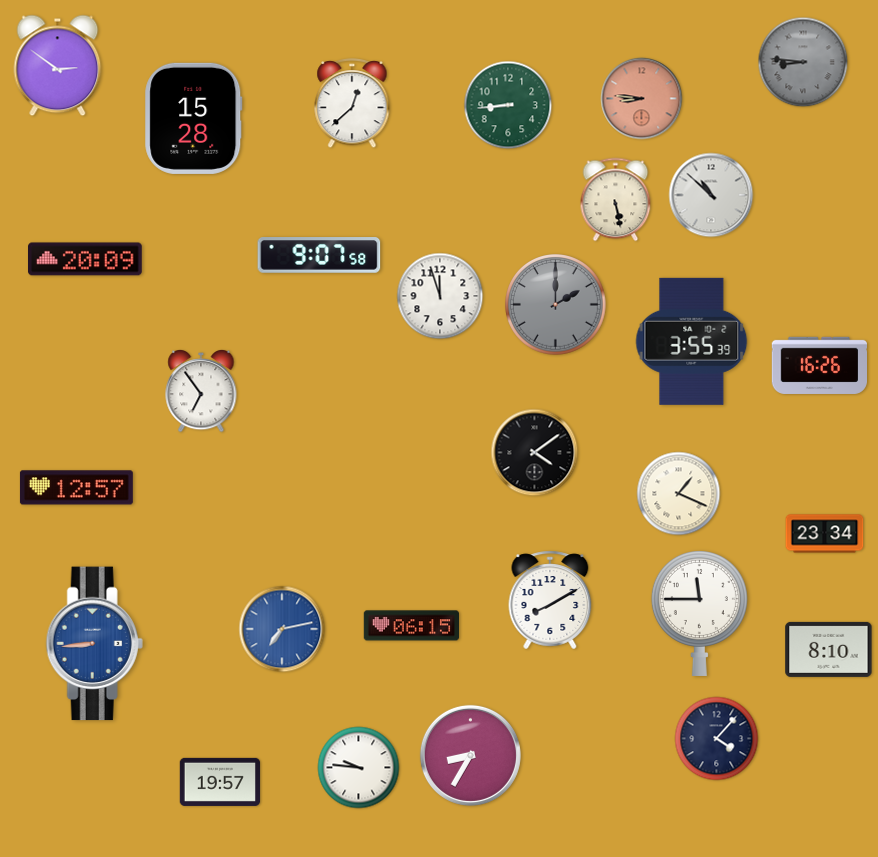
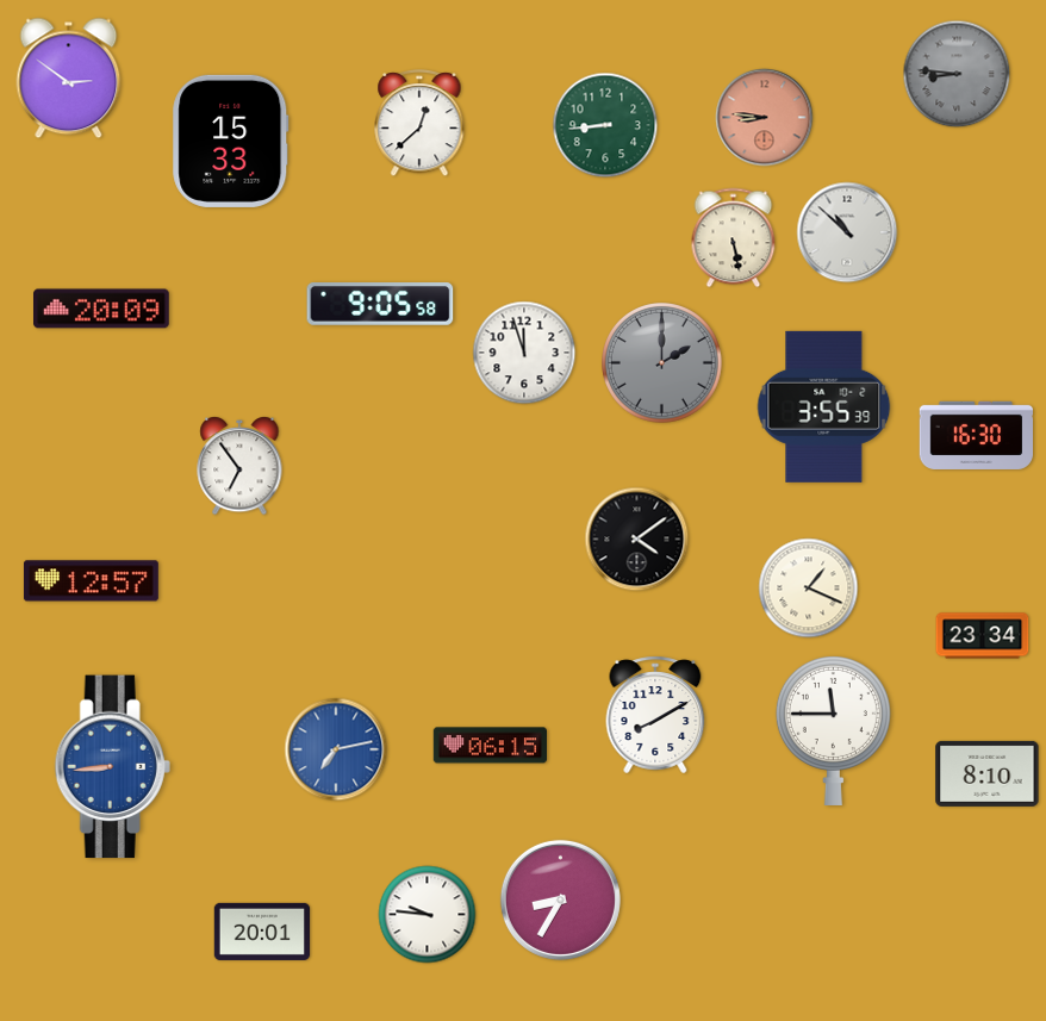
clock at (194, 118): 15:28 -> 15:33
clock at (319, 255): 9:07 -> 9:05
clock at (819, 365): 16:26 -> 16:30
clock at (717, 739): 4:07 -> none
clock at (220, 782): 19:57 -> 20:01
